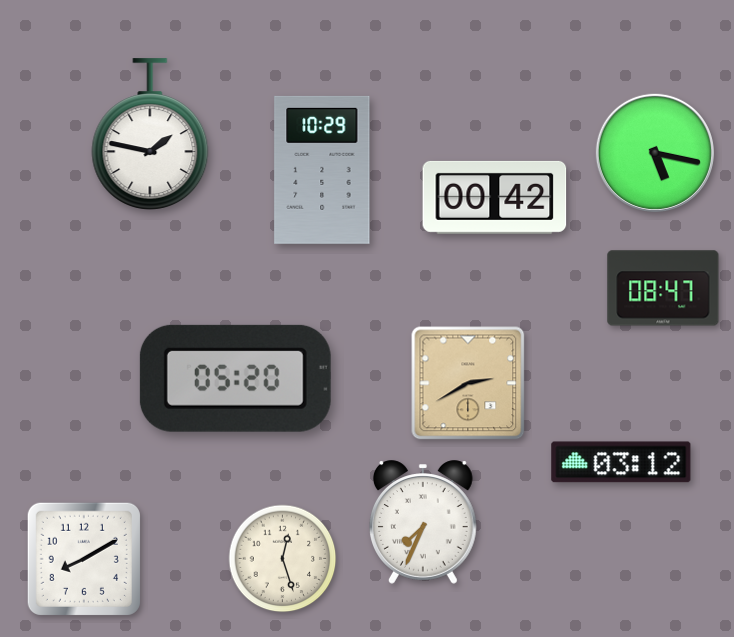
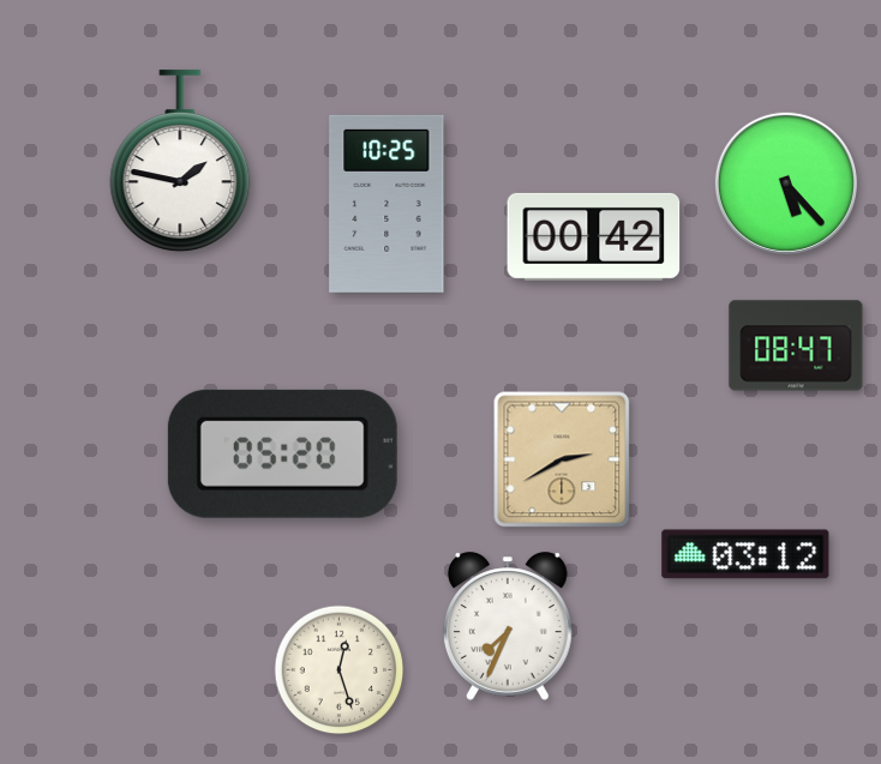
clock at (655, 153): 5:17 -> 5:23
clock at (322, 170): 10:29 -> 10:25
clock at (84, 559): 8:10 -> none
